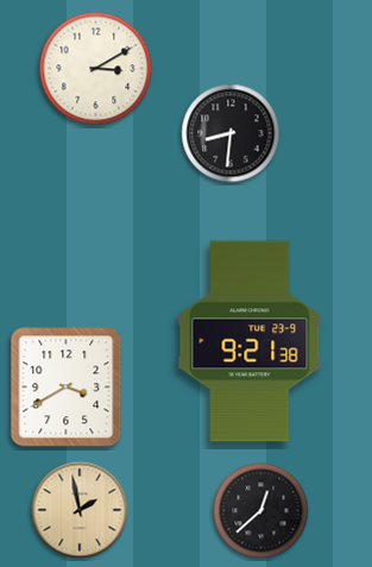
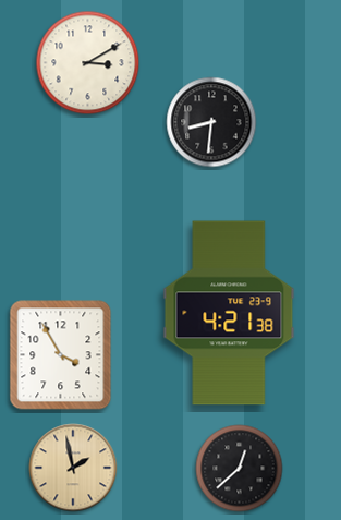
clock at (250, 341): 9:21 -> 4:21
clock at (67, 388): 3:40 -> 3:55
